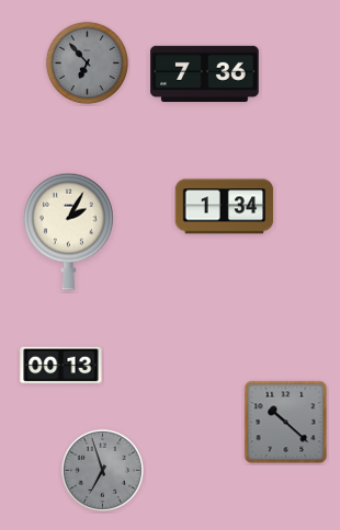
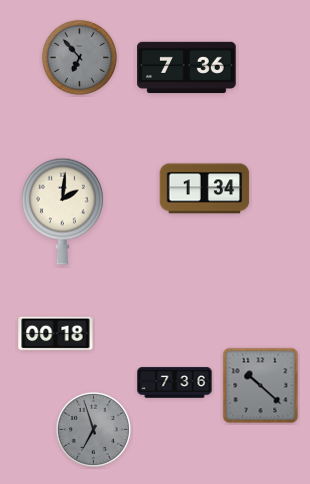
clock at (69, 231): 2:05 -> 2:01
clock at (61, 366): 00:13 -> 00:18
clock at (175, 383): none -> 7:36
